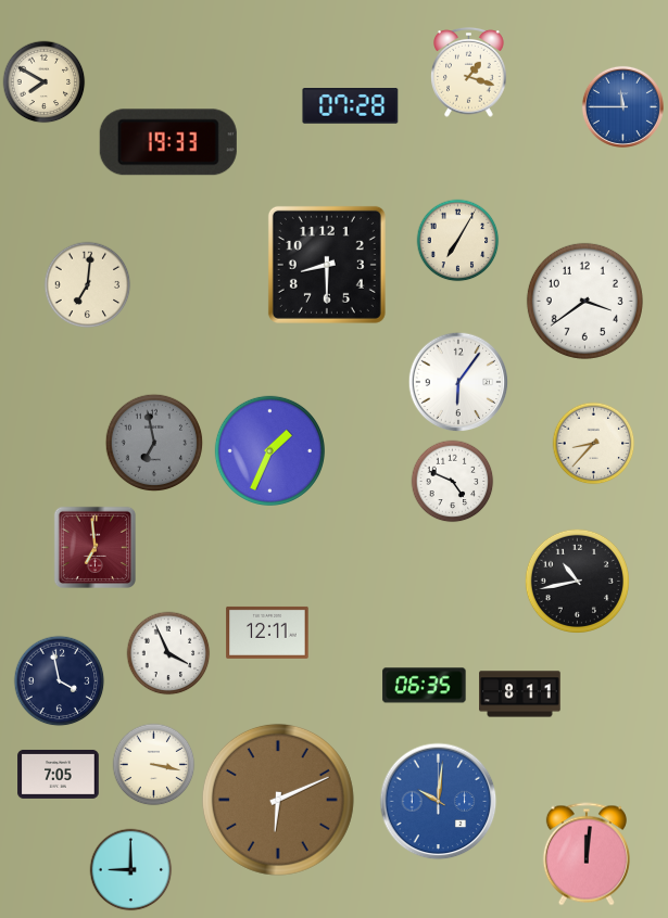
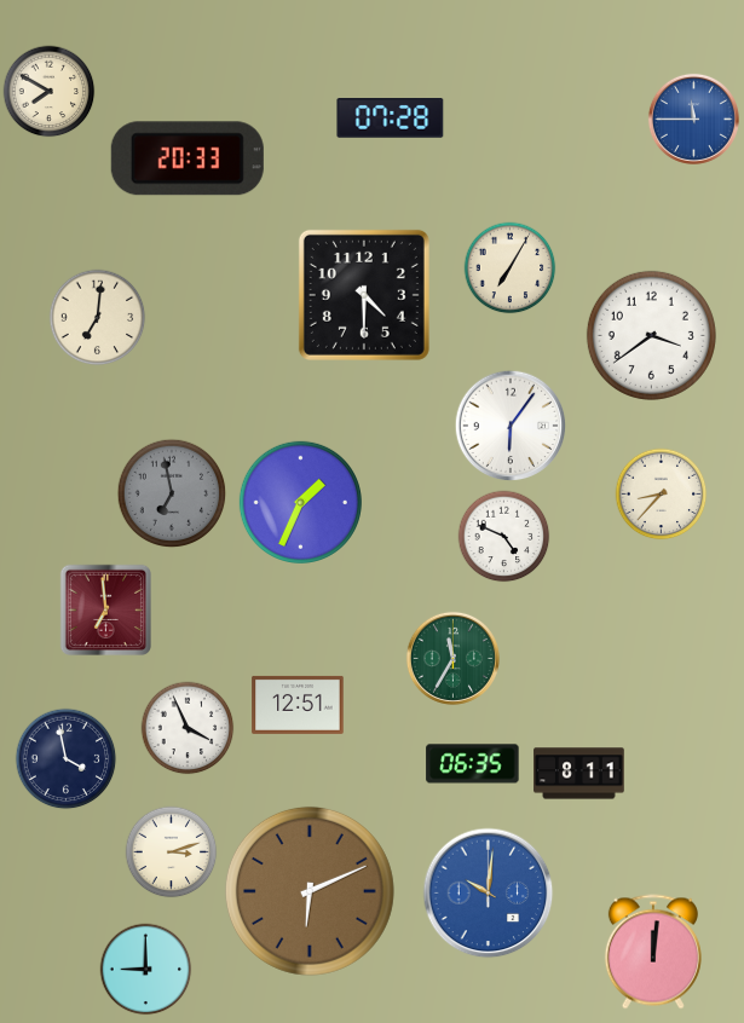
clock at (469, 72): 1:18 -> none
clock at (168, 142): 19:33 -> 20:33
clock at (327, 265): 8:30 -> 4:30
clock at (577, 581): 10:43 -> none
clock at (452, 658): none -> 11:35
clock at (267, 633): 12:11 -> 12:51
clock at (154, 765): 3:17 -> 3:12
clock at (59, 774): 7:05 -> none
